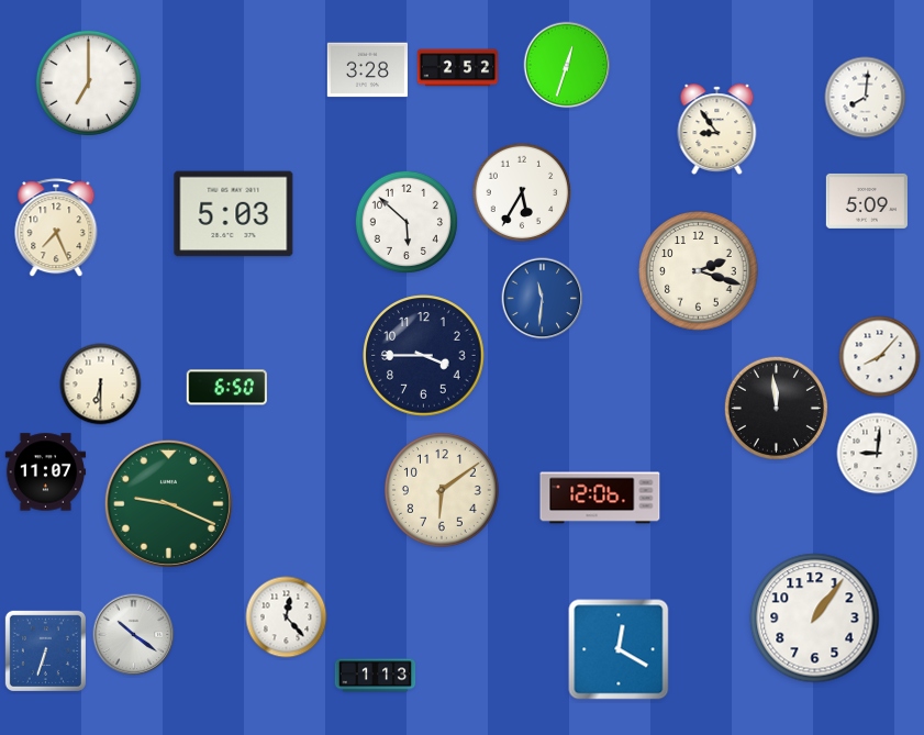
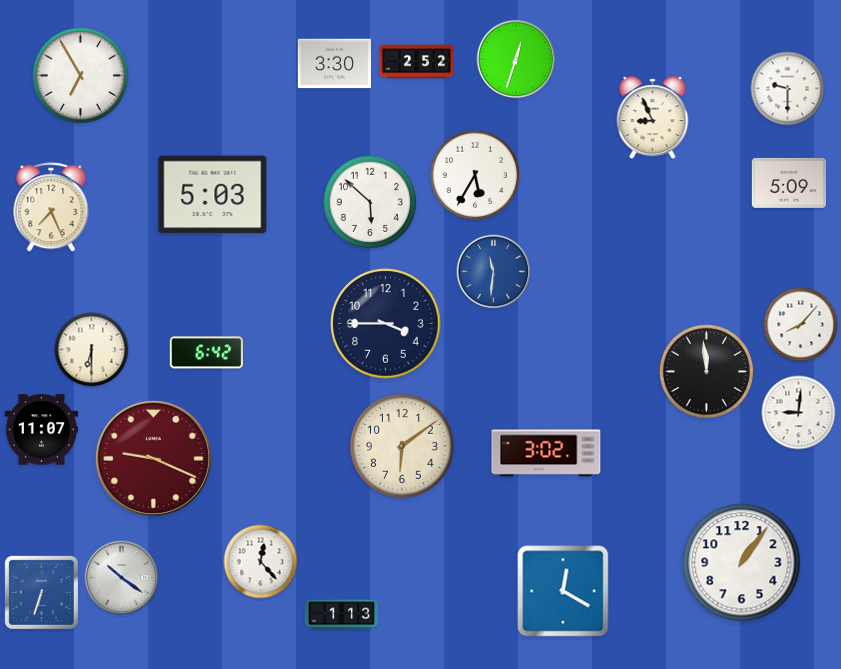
clock at (368, 70): 3:28 -> 3:30
clock at (88, 82): 7:00 -> 6:55
clock at (866, 98): 8:01 -> 9:30
clock at (717, 130): 8:54 -> 8:56
clock at (699, 271): 2:18 -> none
clock at (226, 388): 6:50 -> 6:42
clock at (600, 498): 12:06 -> 3:02
clock at (168, 503) dial: green -> burgundy
